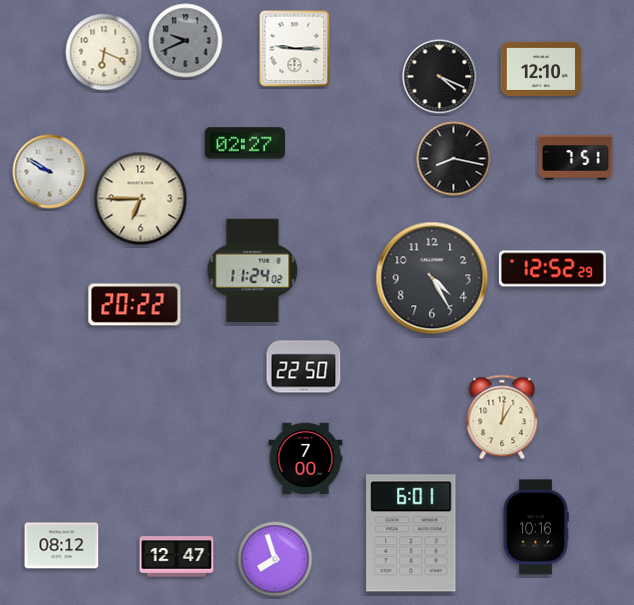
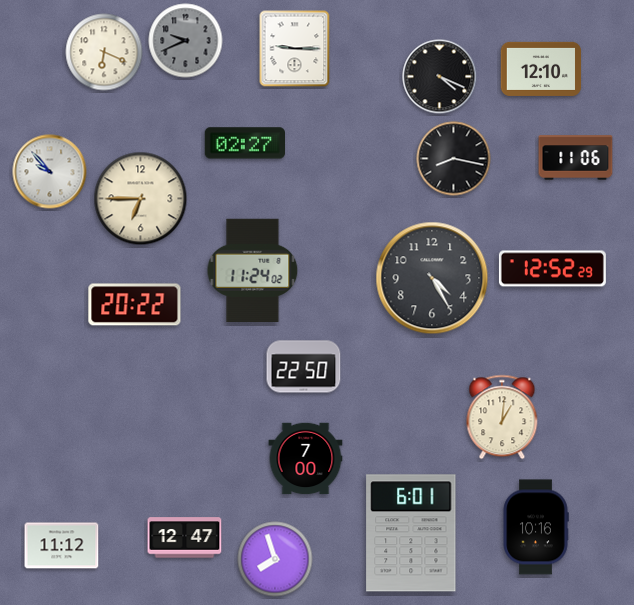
clock at (576, 158): 7:51 -> 11:06
clock at (50, 172): 9:50 -> 9:53
clock at (62, 546): 08:12 -> 11:12
clock at (177, 557) position: (177, 557) -> (185, 538)
